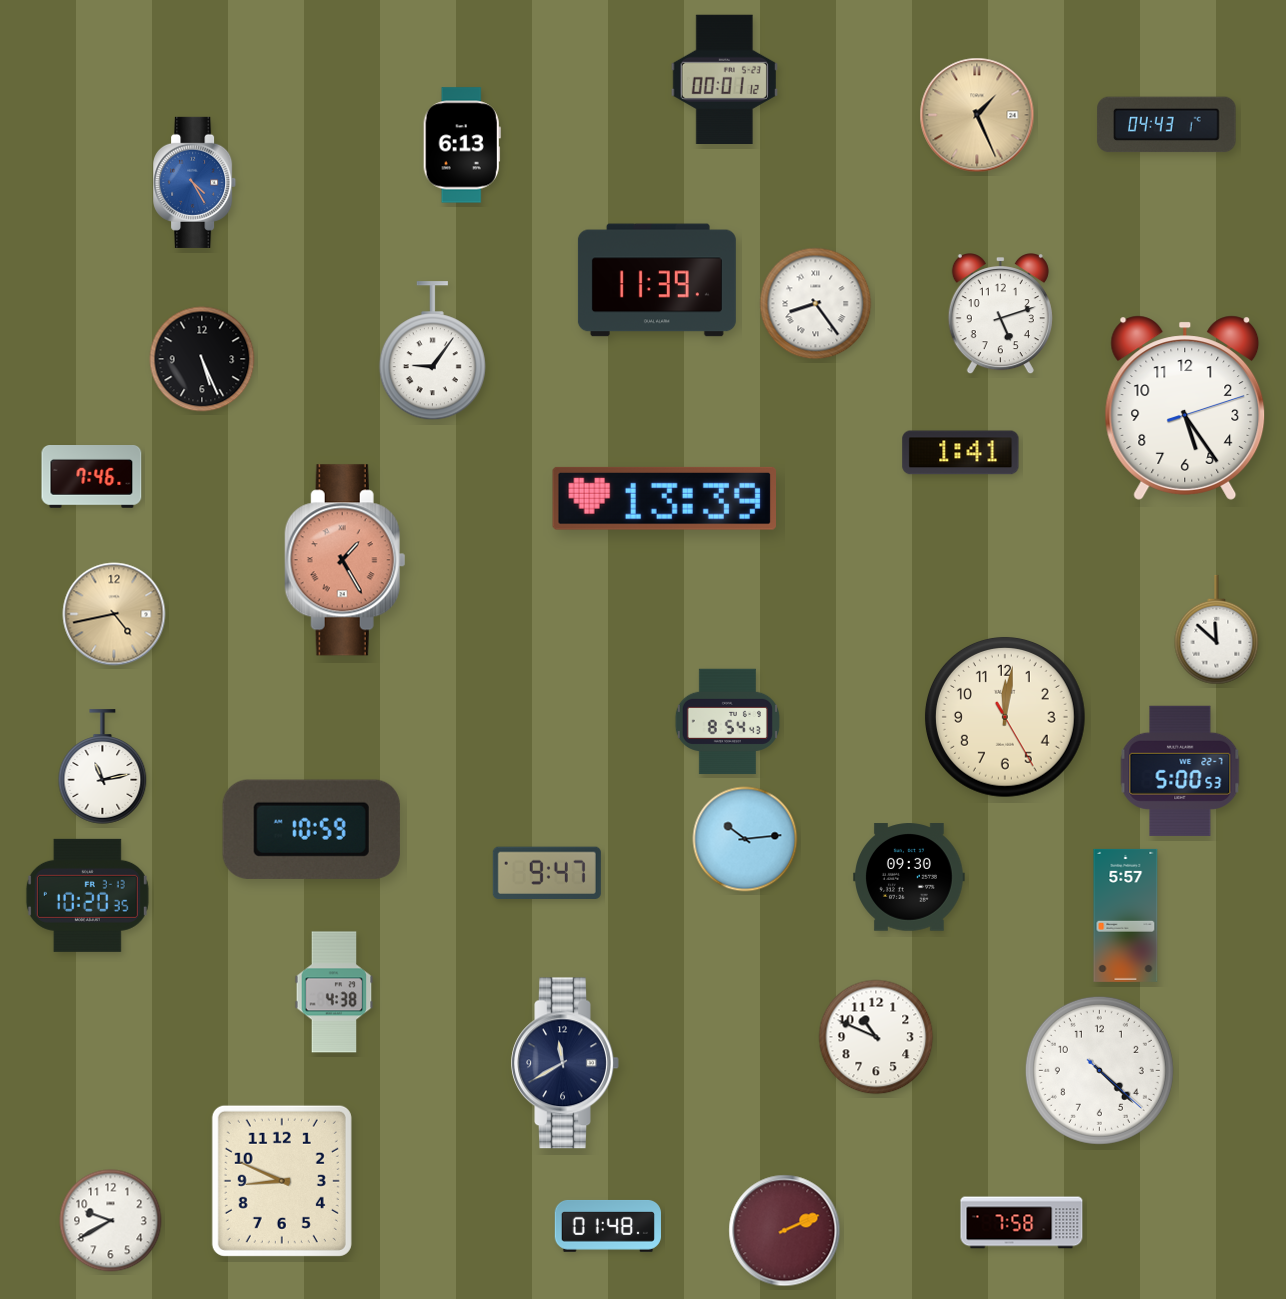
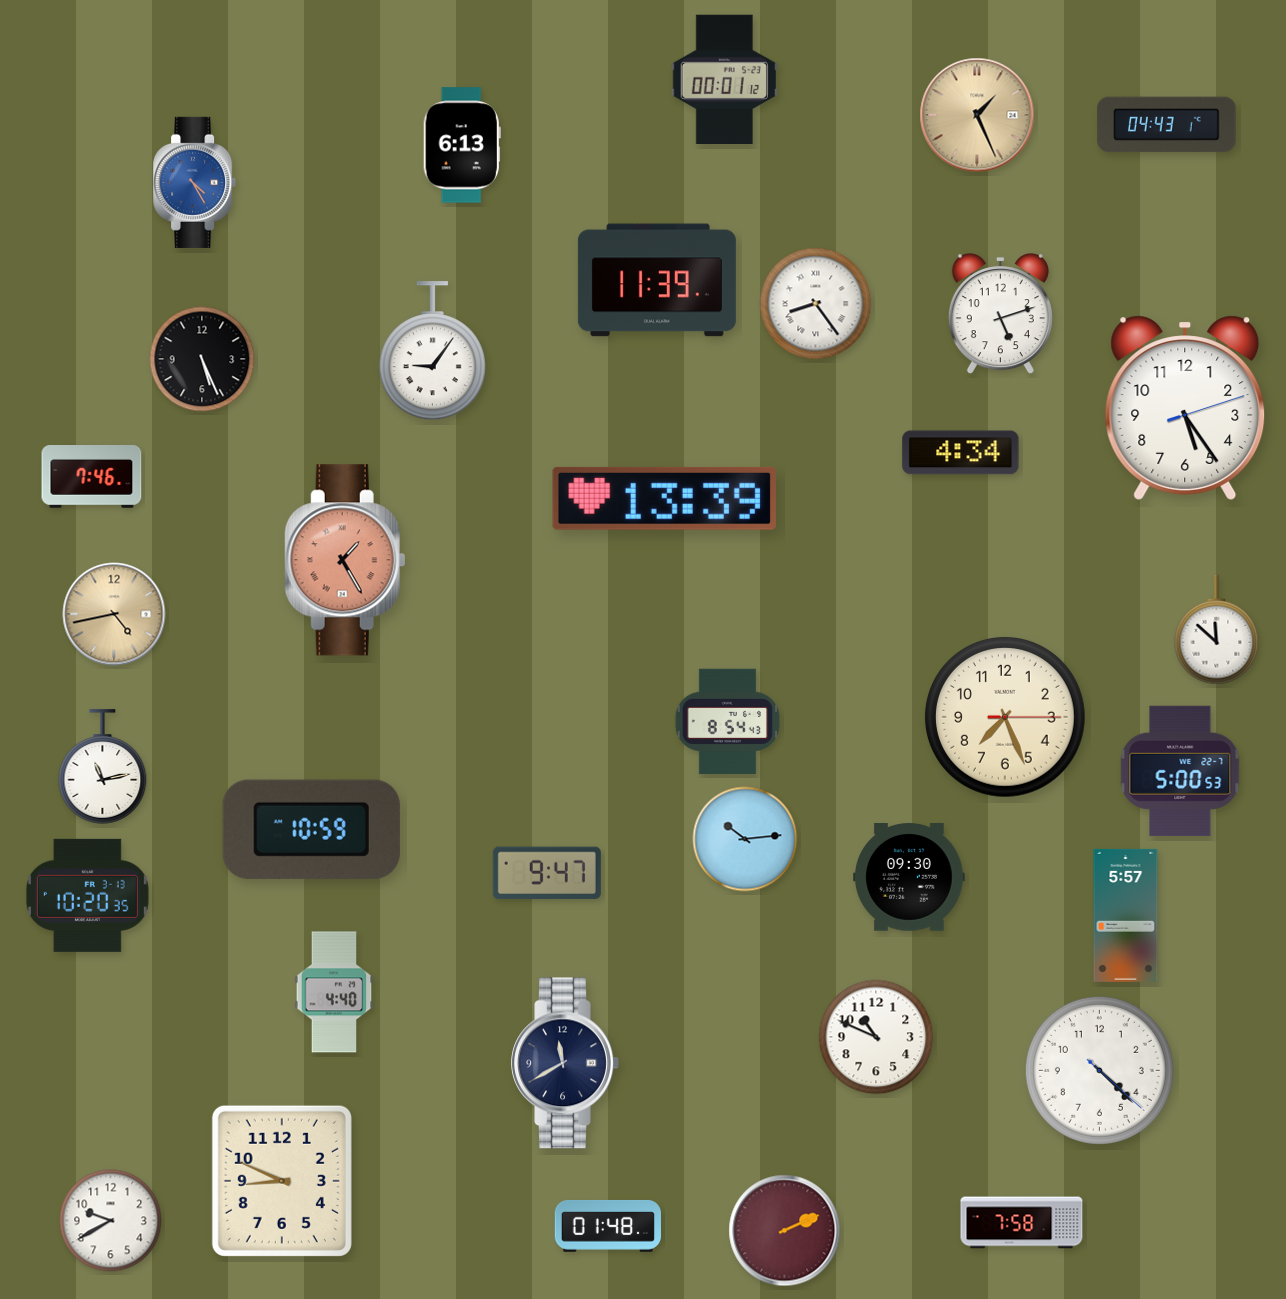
clock at (961, 453): 1:41 -> 4:34
clock at (1005, 717): 12:01 -> 7:26
clock at (334, 992): 4:38 -> 4:40
